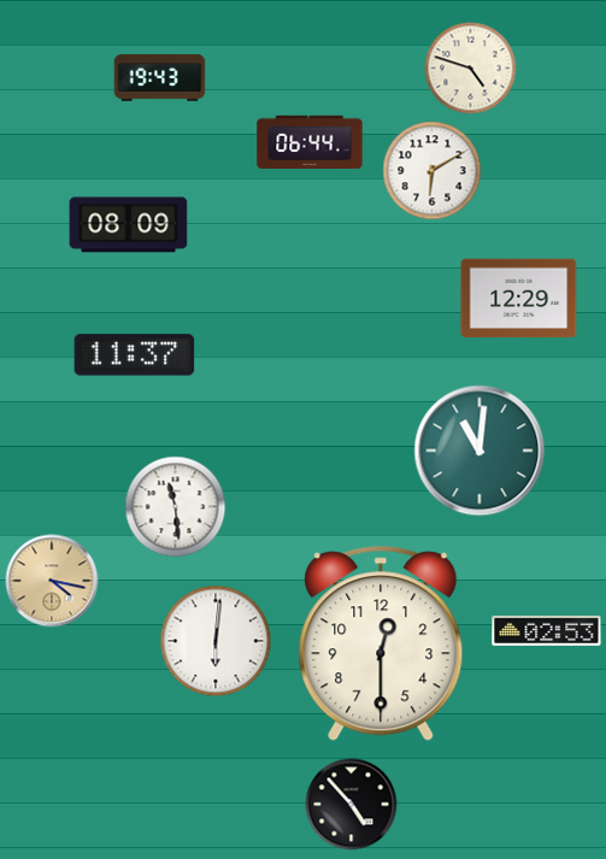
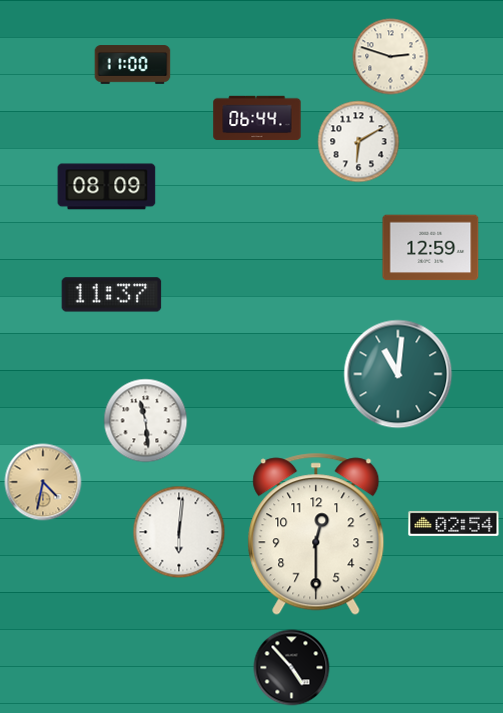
clock at (471, 69): 4:48 -> 2:48
clock at (160, 78): 19:43 -> 11:00
clock at (519, 299): 12:29 -> 12:59
clock at (52, 581): 4:17 -> 4:32
clock at (547, 630): 02:53 -> 02:54
